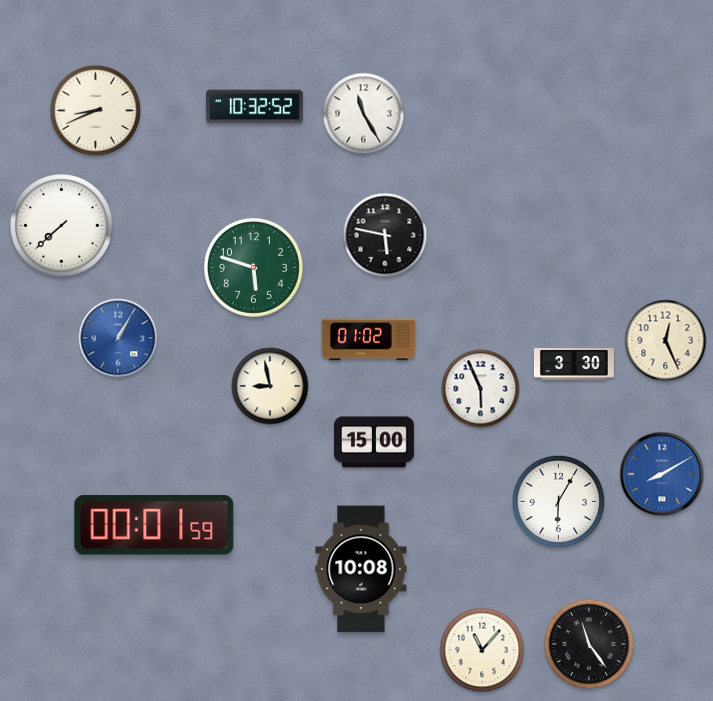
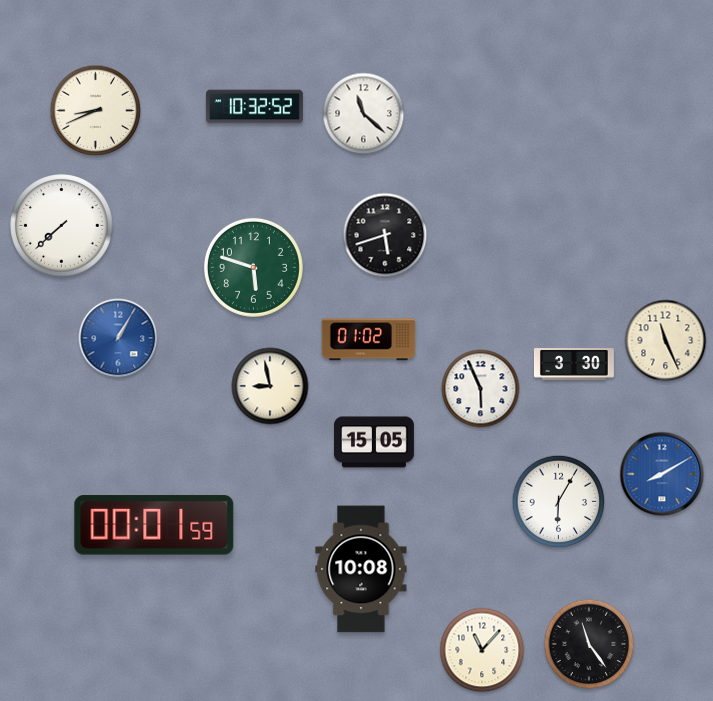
clock at (364, 114): 11:25 -> 11:22
clock at (385, 235): 5:47 -> 5:42
clock at (666, 341): 12:26 -> 11:26
clock at (374, 442): 15:00 -> 15:05
